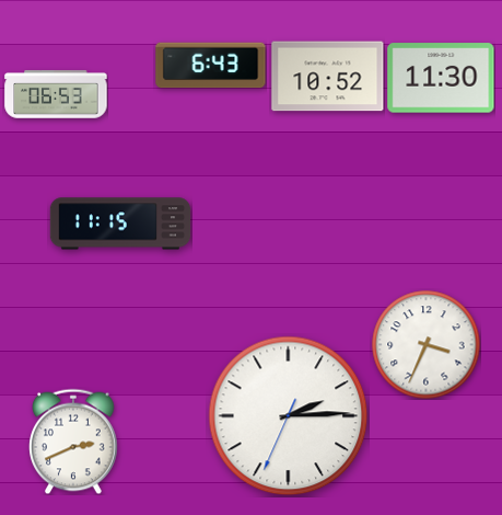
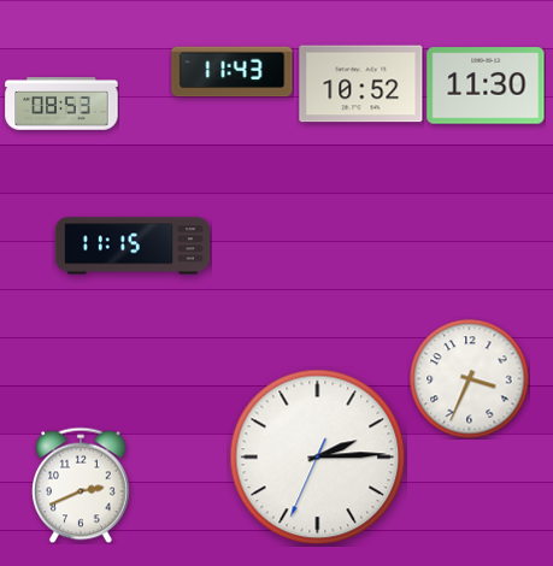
clock at (211, 66): 6:43 -> 11:43
clock at (56, 94): 06:53 -> 08:53
